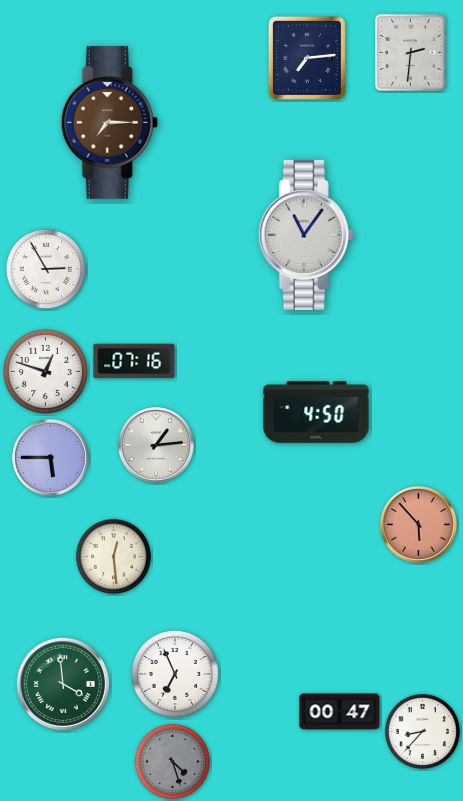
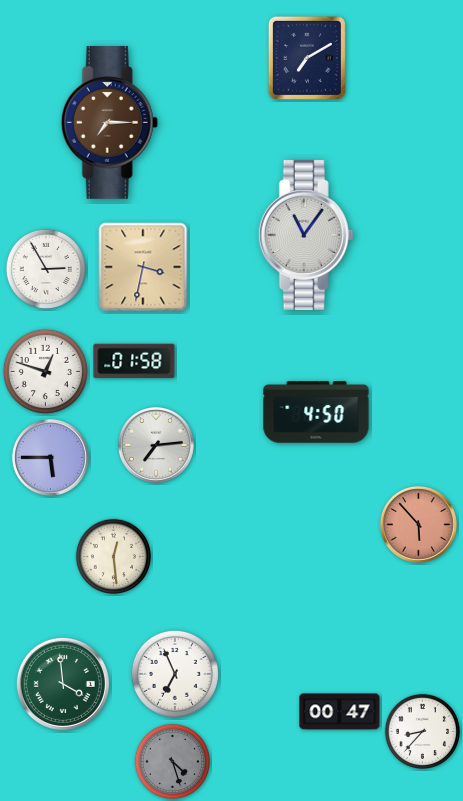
clock at (410, 52): 2:31 -> none
clock at (307, 58): 7:14 -> 7:10
clock at (143, 267): none -> 3:32
clock at (134, 361): 07:16 -> 01:58
clock at (157, 446): 1:14 -> 7:14
